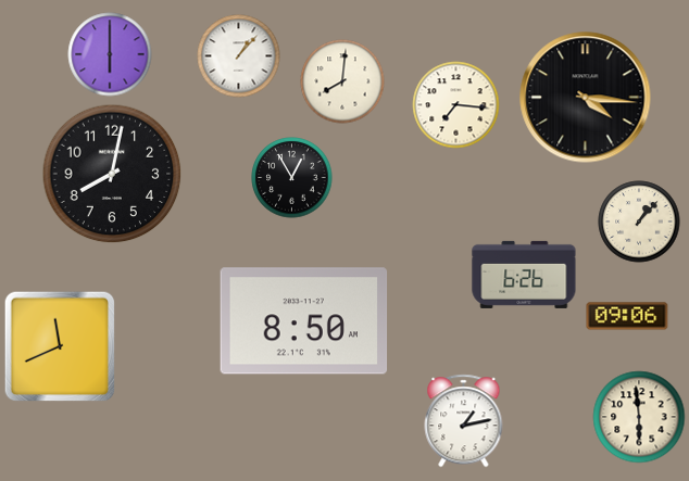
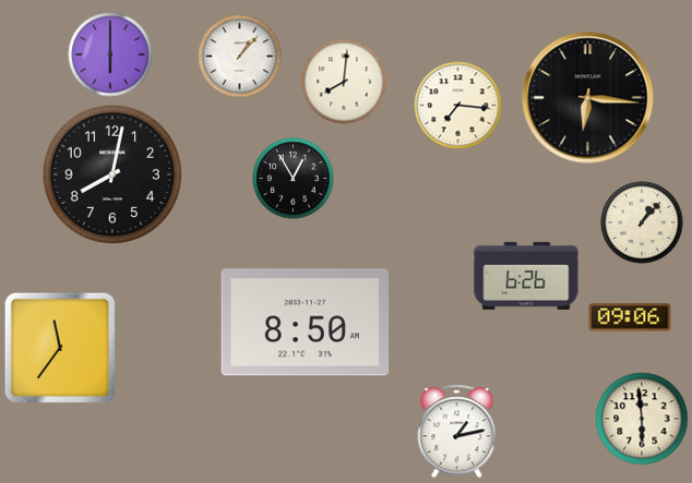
clock at (586, 98): 4:16 -> 6:16
clock at (60, 346): 11:41 -> 11:36
clock at (464, 421) position: (464, 421) -> (457, 432)
